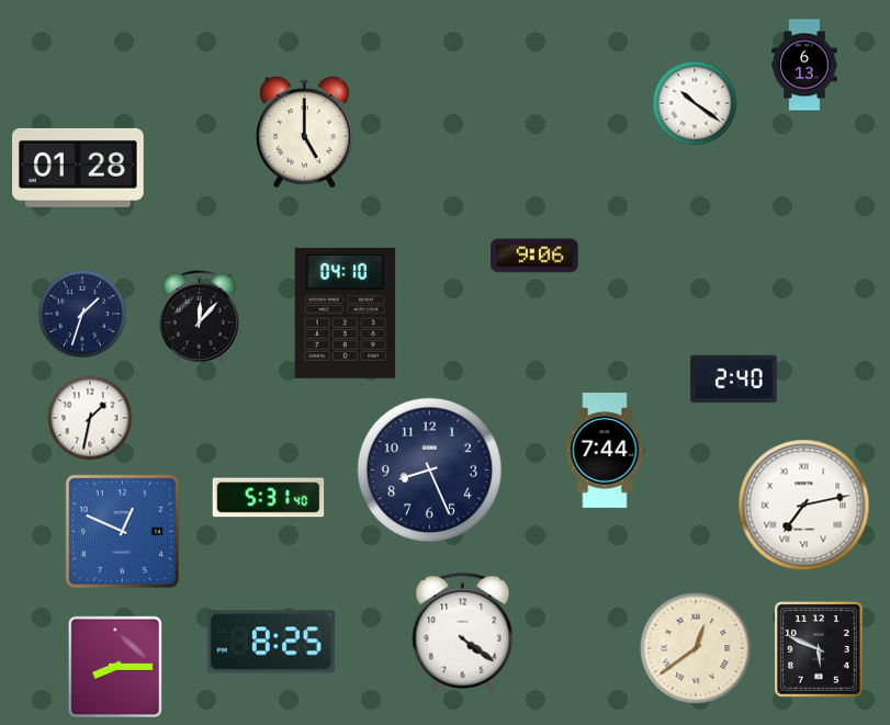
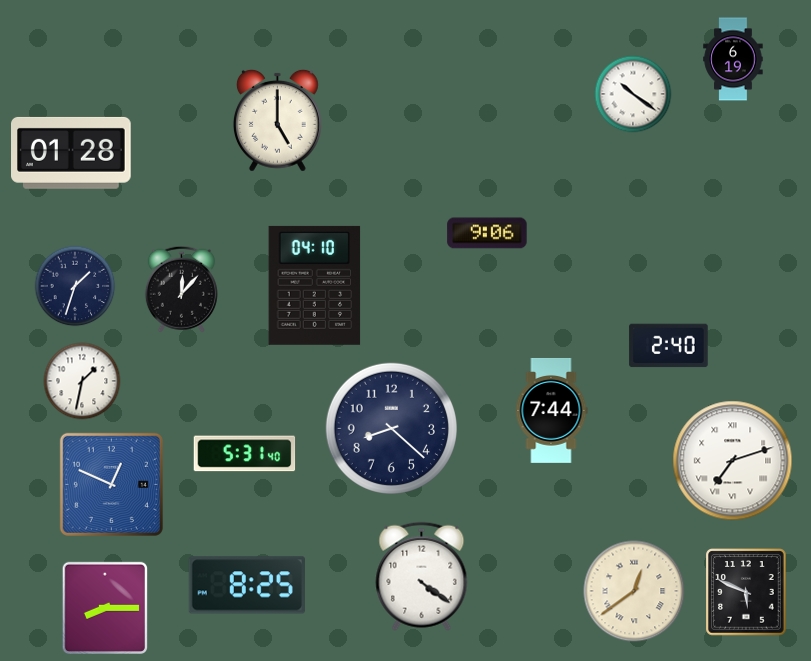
clock at (804, 65): 6:13 -> 6:19
clock at (429, 469): 8:26 -> 8:22
clock at (804, 506): 7:13 -> 7:12
